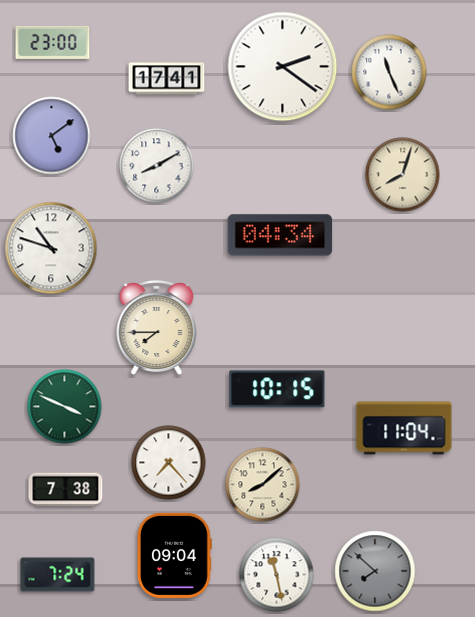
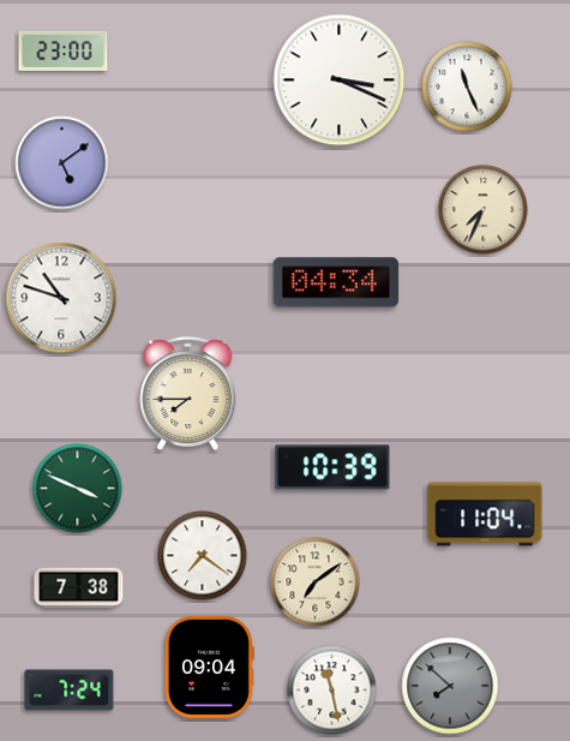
clock at (283, 67): 2:21 -> 3:19
clock at (167, 79): 17:41 -> none
clock at (157, 166): 8:10 -> none
clock at (403, 175): 8:03 -> 7:34
clock at (277, 389): 10:15 -> 10:39
clock at (169, 463): 7:23 -> 7:21
clock at (263, 485): 8:08 -> 7:09
